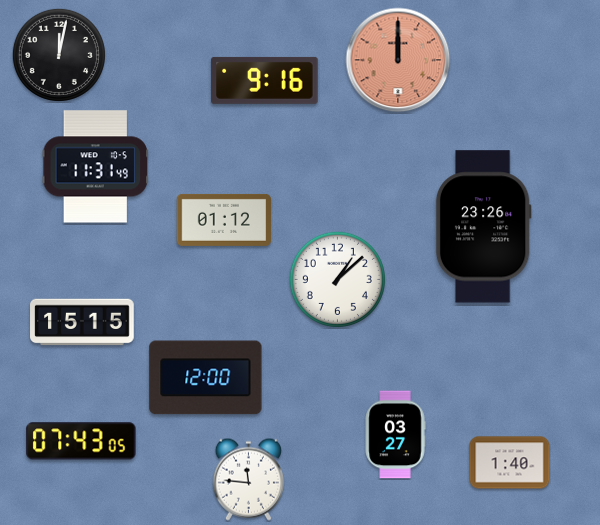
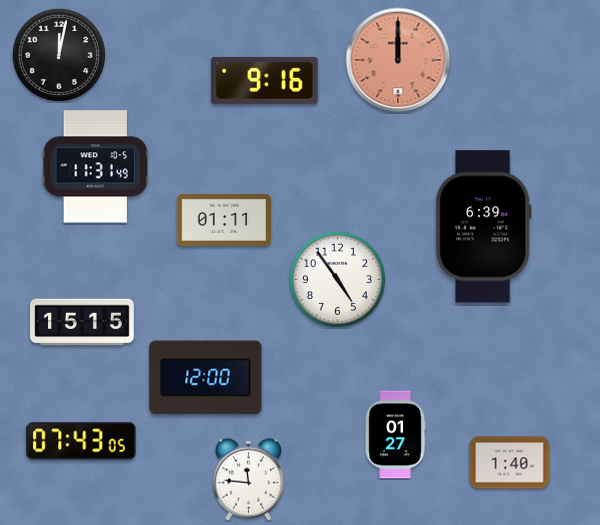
clock at (224, 220): 01:12 -> 01:11
clock at (483, 227): 23:26 -> 6:39
clock at (337, 279): 1:08 -> 4:54
clock at (395, 435): 03:27 -> 01:27
